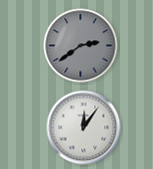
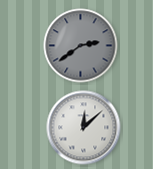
clock at (84, 128): 12:06 -> 12:08
